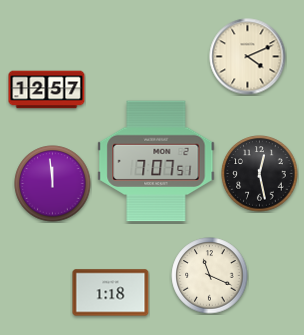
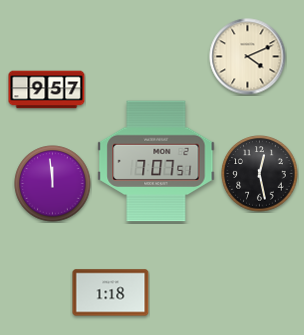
clock at (47, 90): 12:57 -> 9:57
clock at (210, 276): 11:19 -> none
